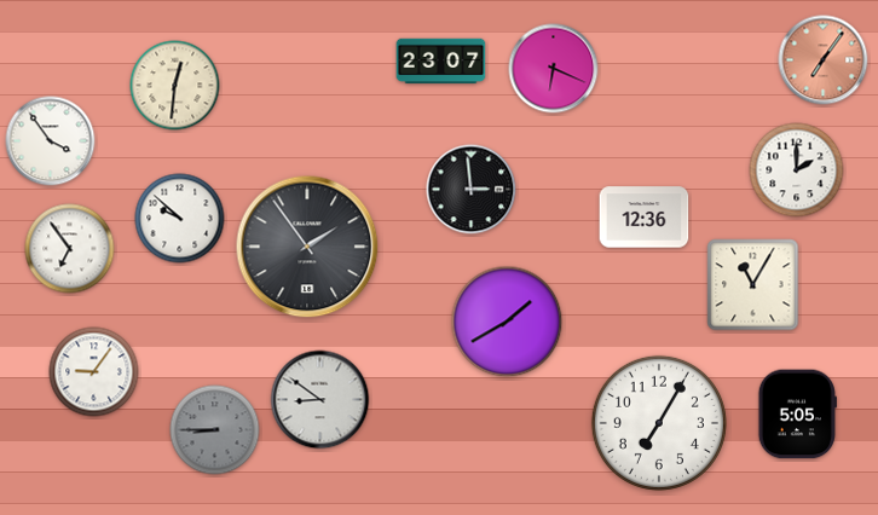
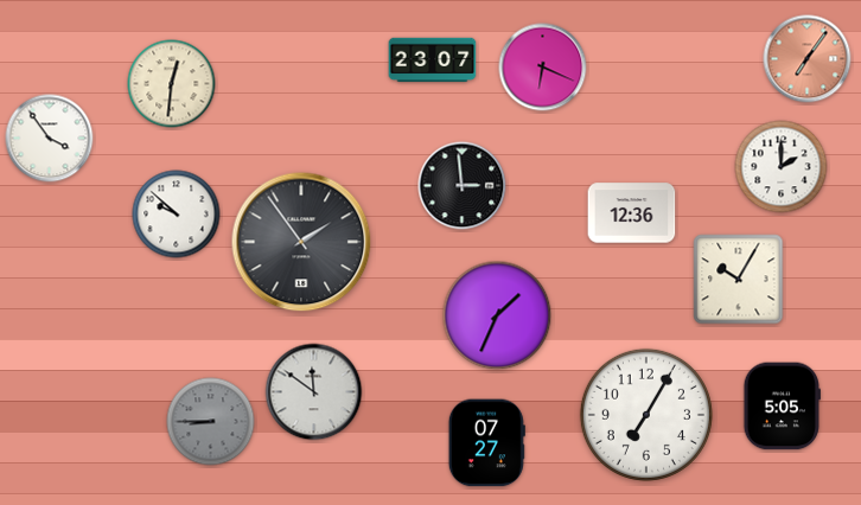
clock at (70, 249): 6:54 -> none
clock at (753, 285): 11:05 -> 10:05
clock at (507, 322): 1:40 -> 1:34
clock at (94, 372): 9:06 -> none
clock at (320, 400): 8:51 -> 11:51
clock at (486, 443): none -> 07:27
